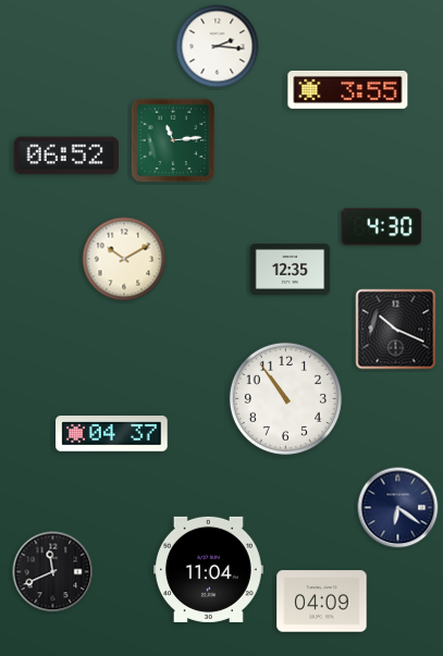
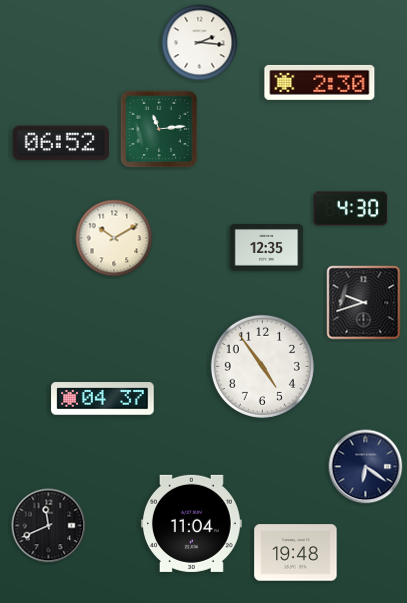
clock at (348, 89): 3:55 -> 2:30
clock at (396, 330): 10:19 -> 9:42
clock at (285, 398): 10:54 -> 4:54
clock at (322, 602): 04:09 -> 19:48
